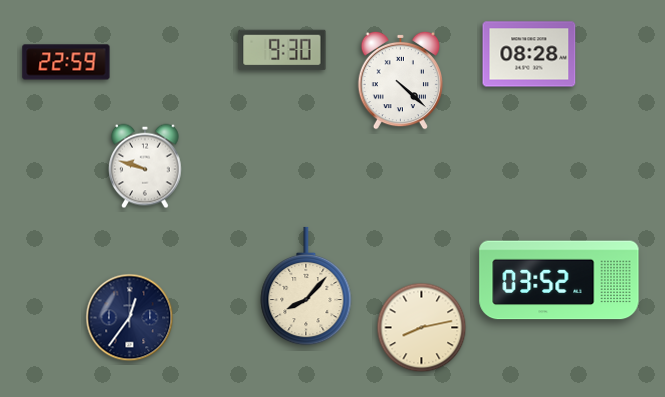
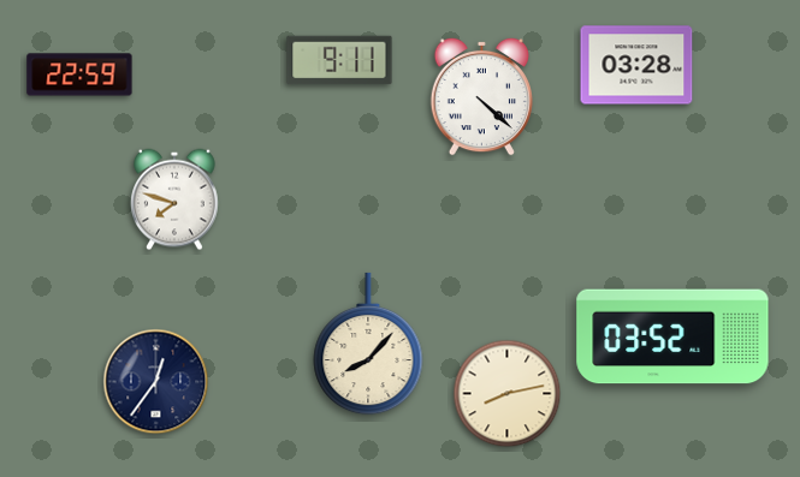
clock at (282, 50): 9:30 -> 9:11
clock at (529, 54): 08:28 -> 03:28
clock at (146, 166): 9:48 -> 7:48
